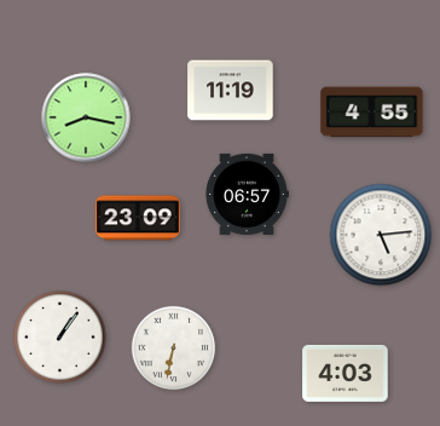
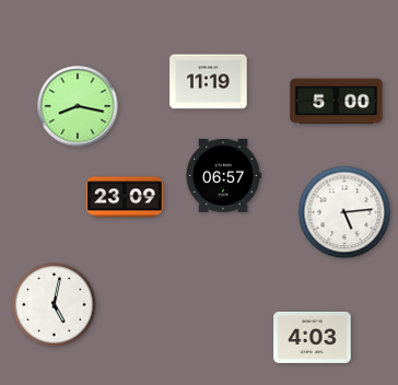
clock at (372, 113): 4:55 -> 5:00
clock at (60, 338): 1:06 -> 5:02
clock at (174, 349): 6:32 -> none
